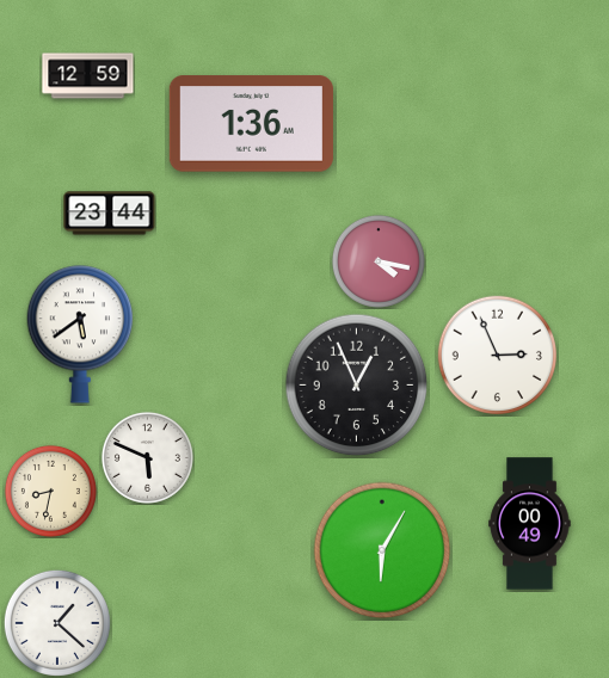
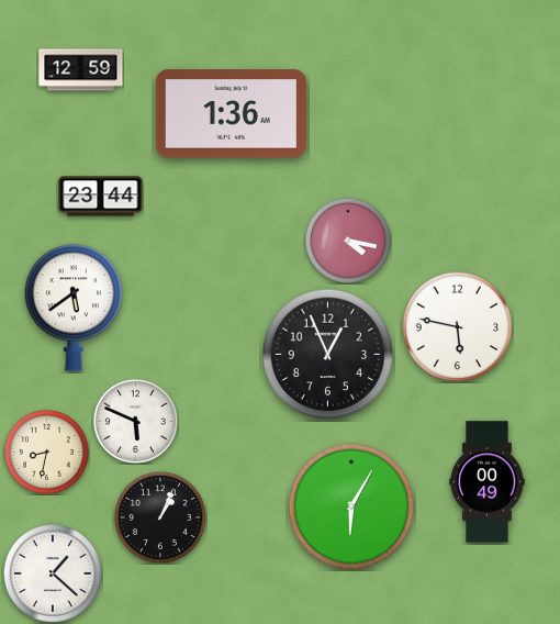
clock at (497, 355): 2:56 -> 5:47
clock at (160, 517): none -> 1:04
